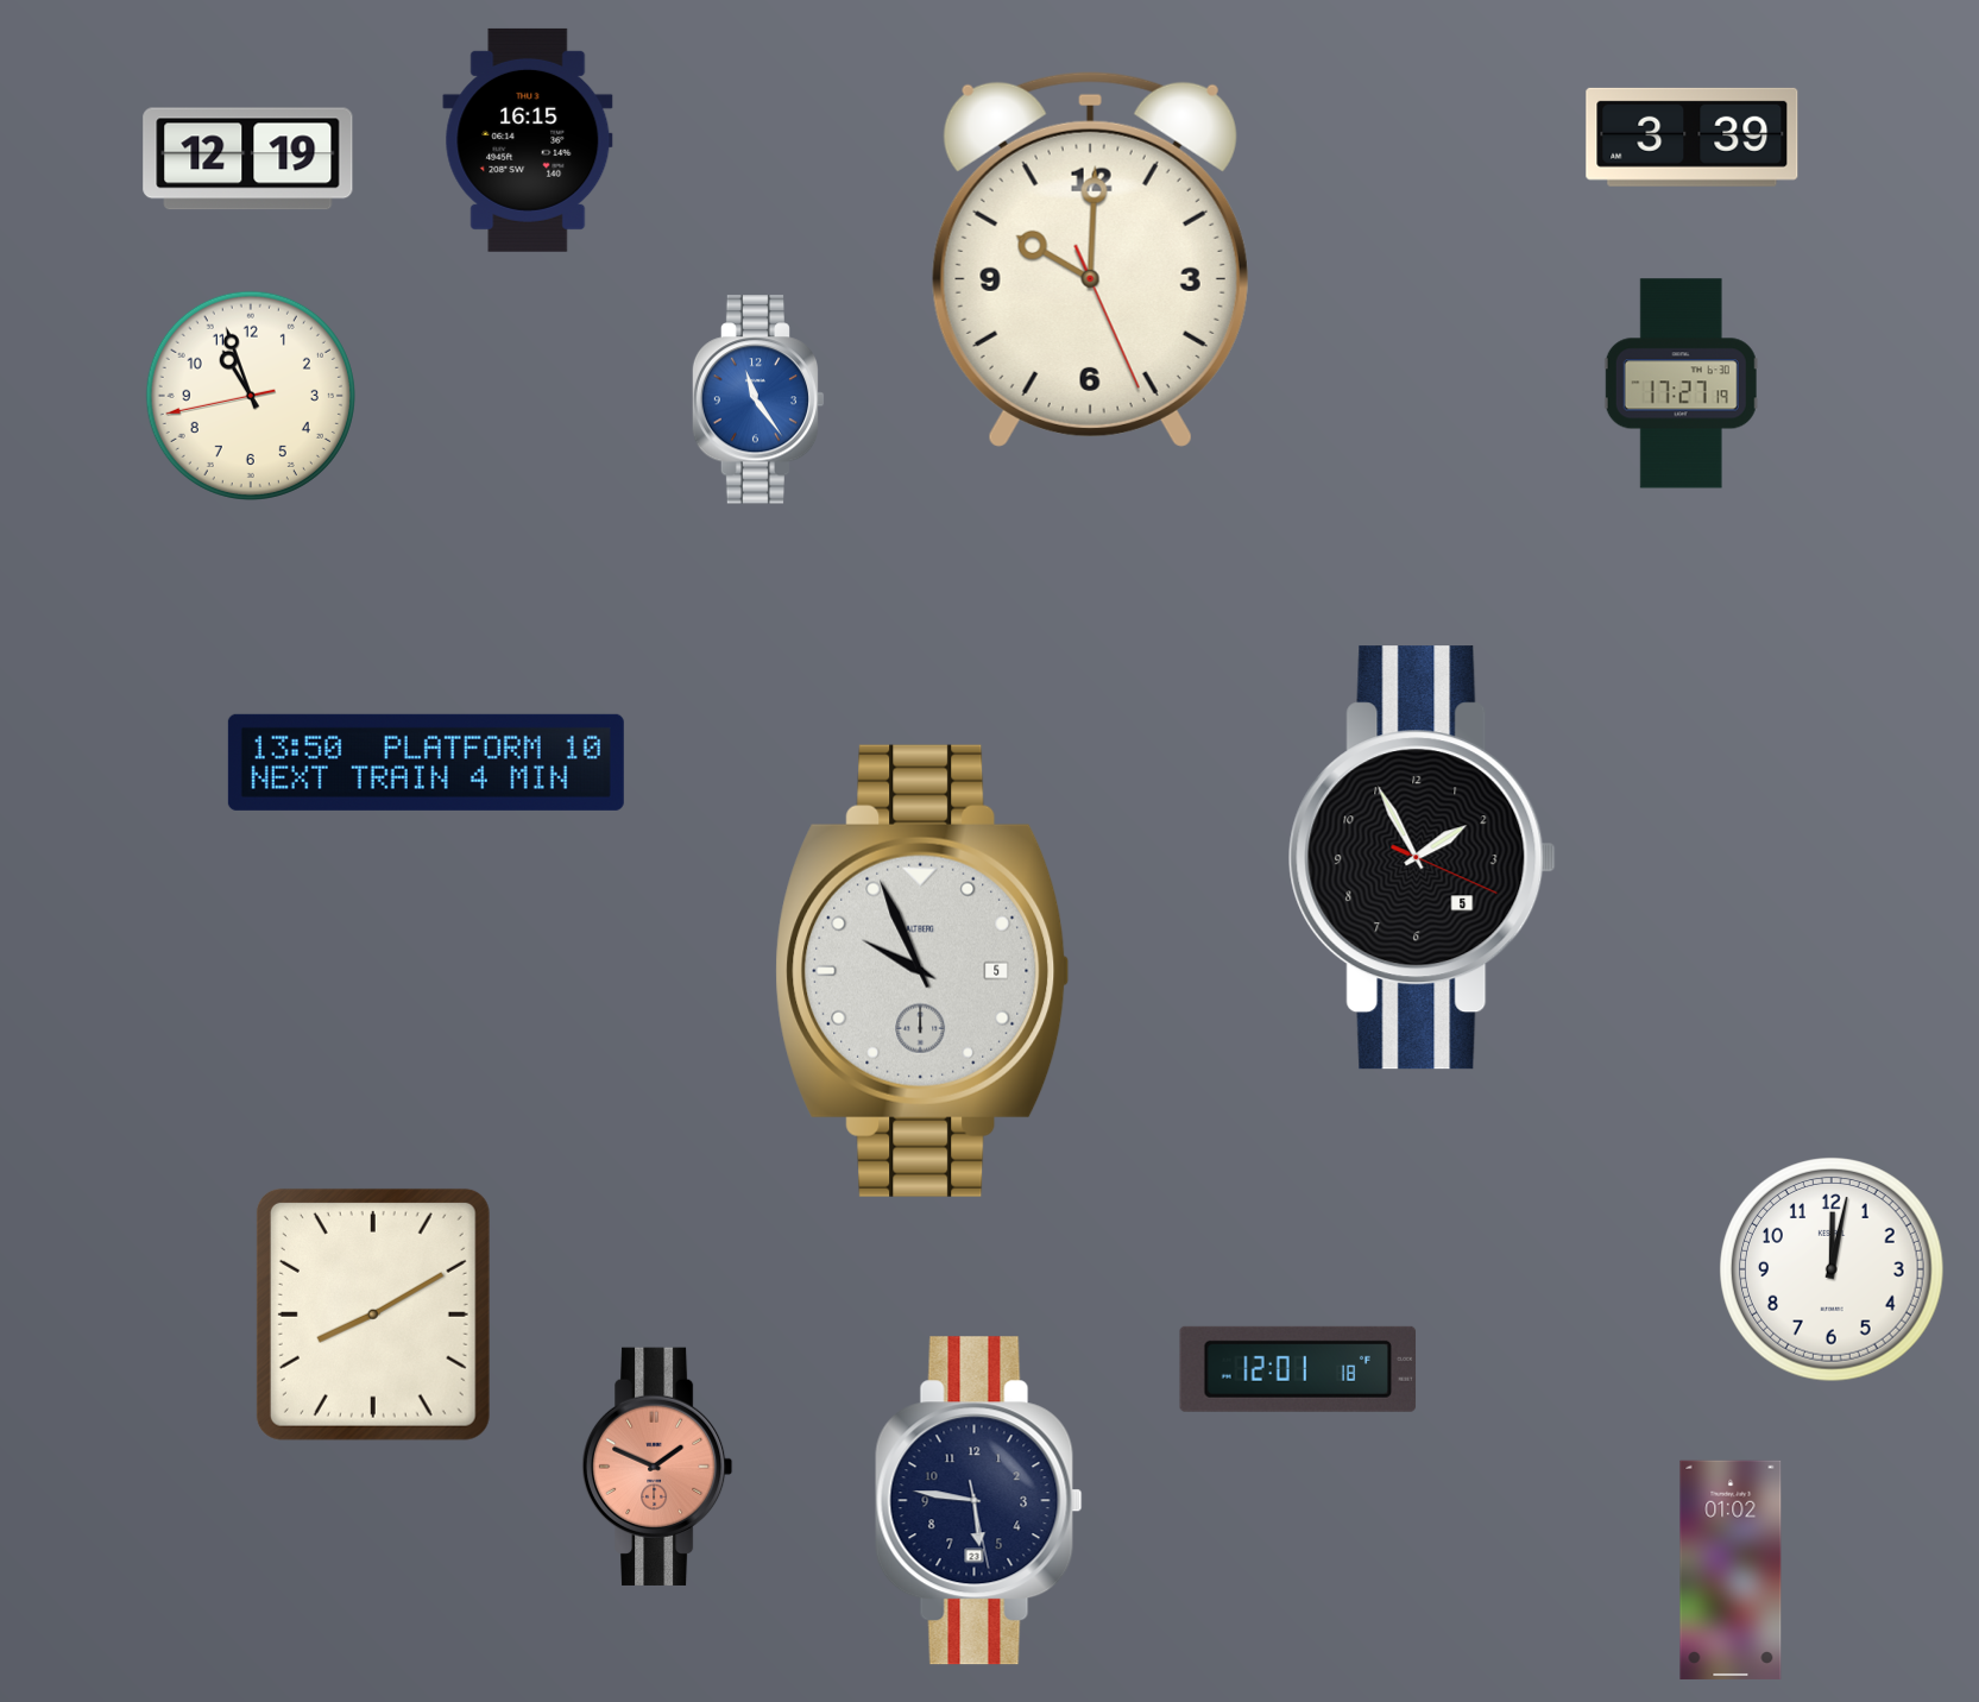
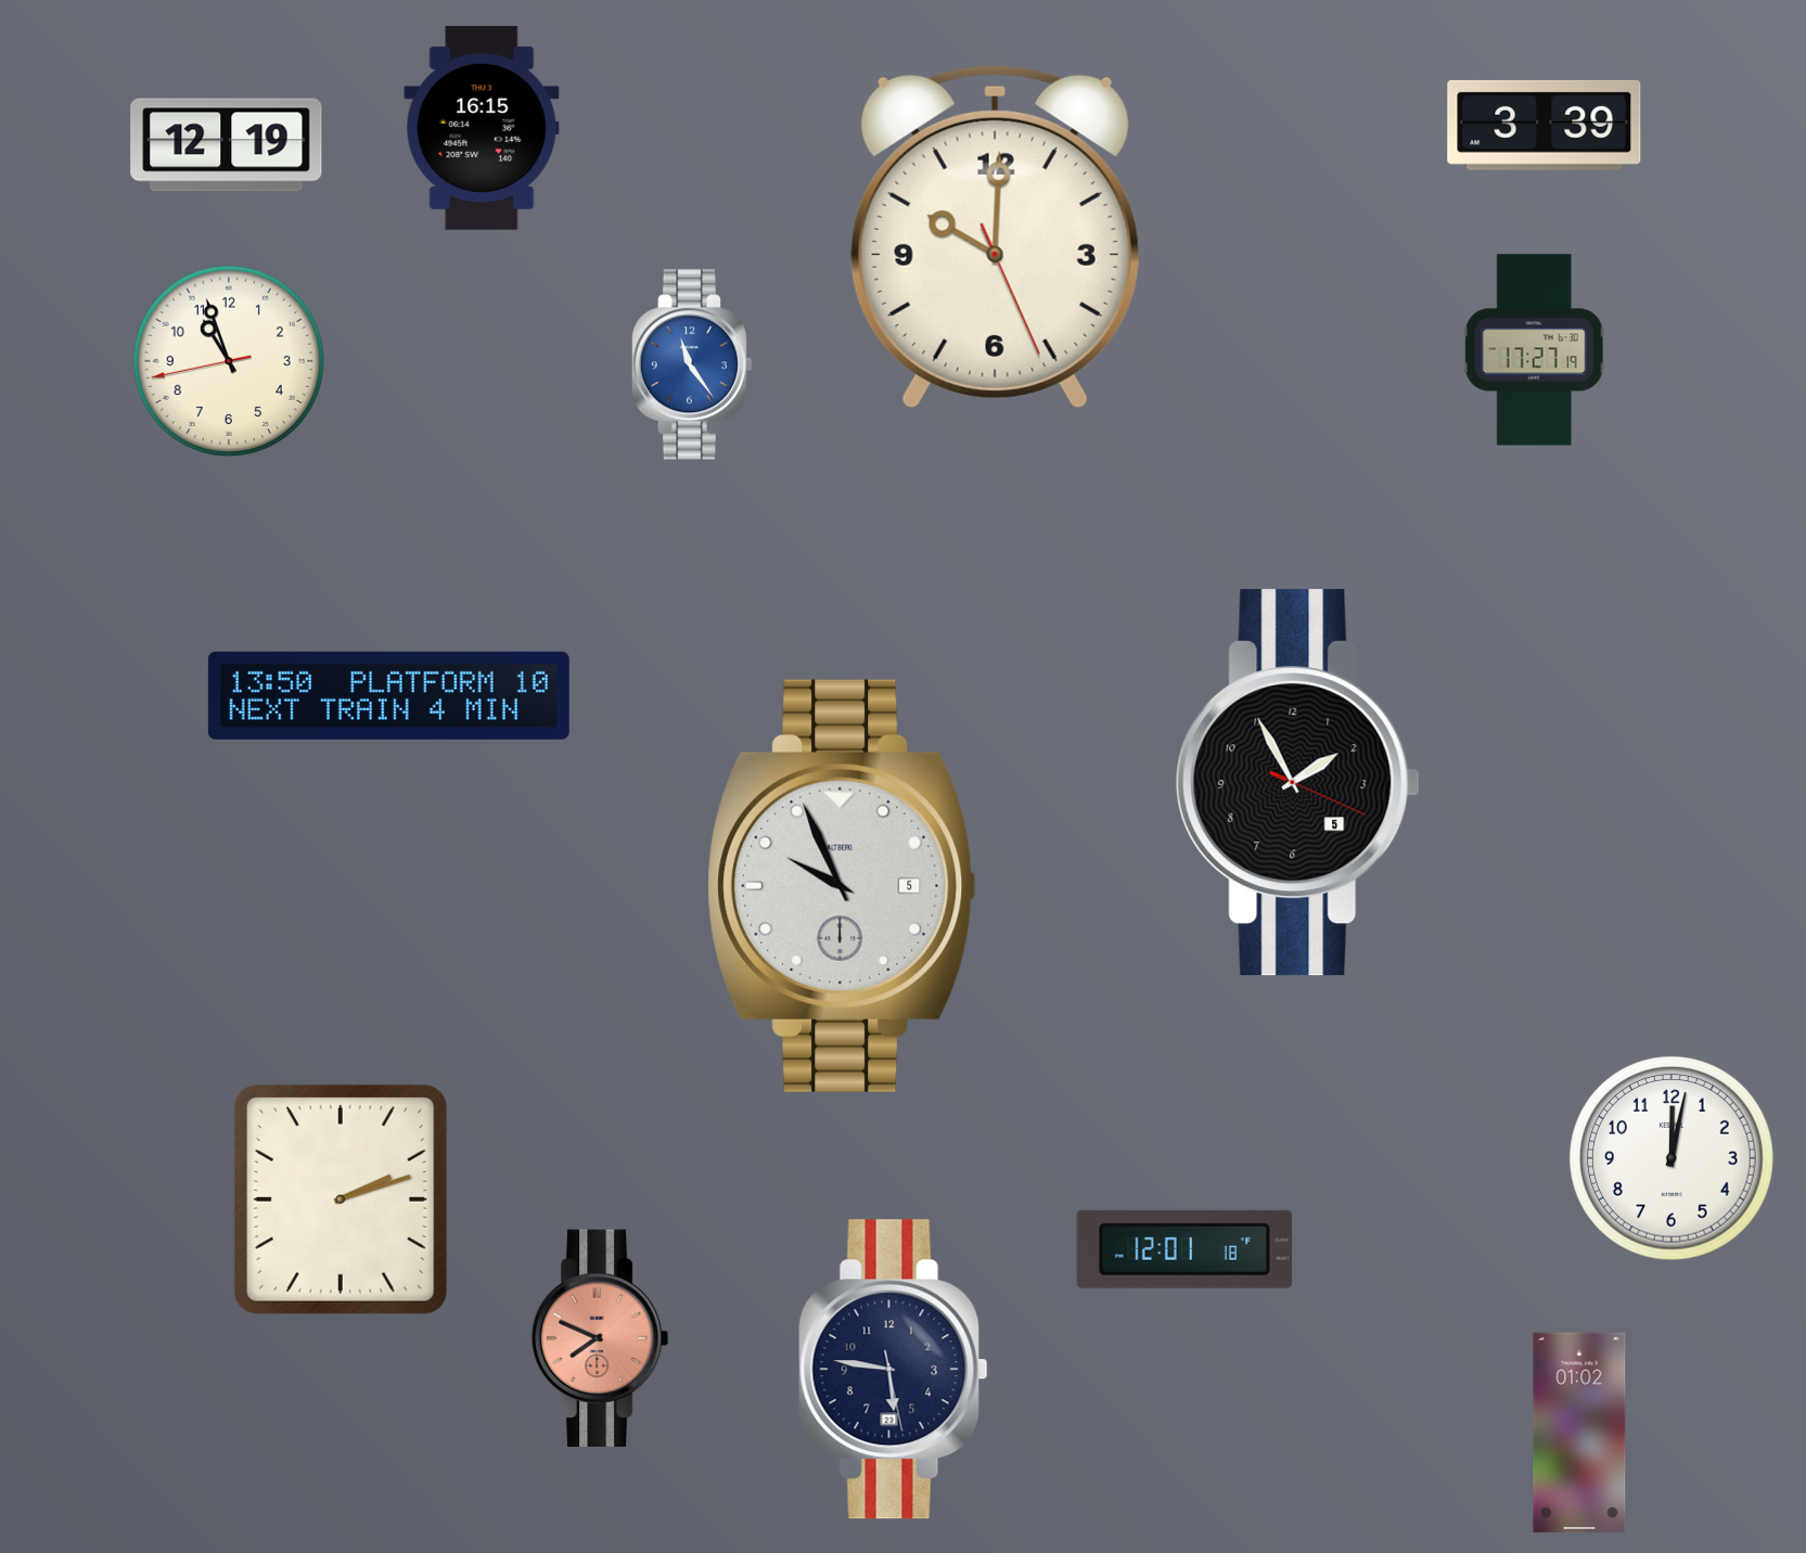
clock at (373, 1315): 8:10 -> 2:12
clock at (657, 1467): 1:49 -> 7:49
